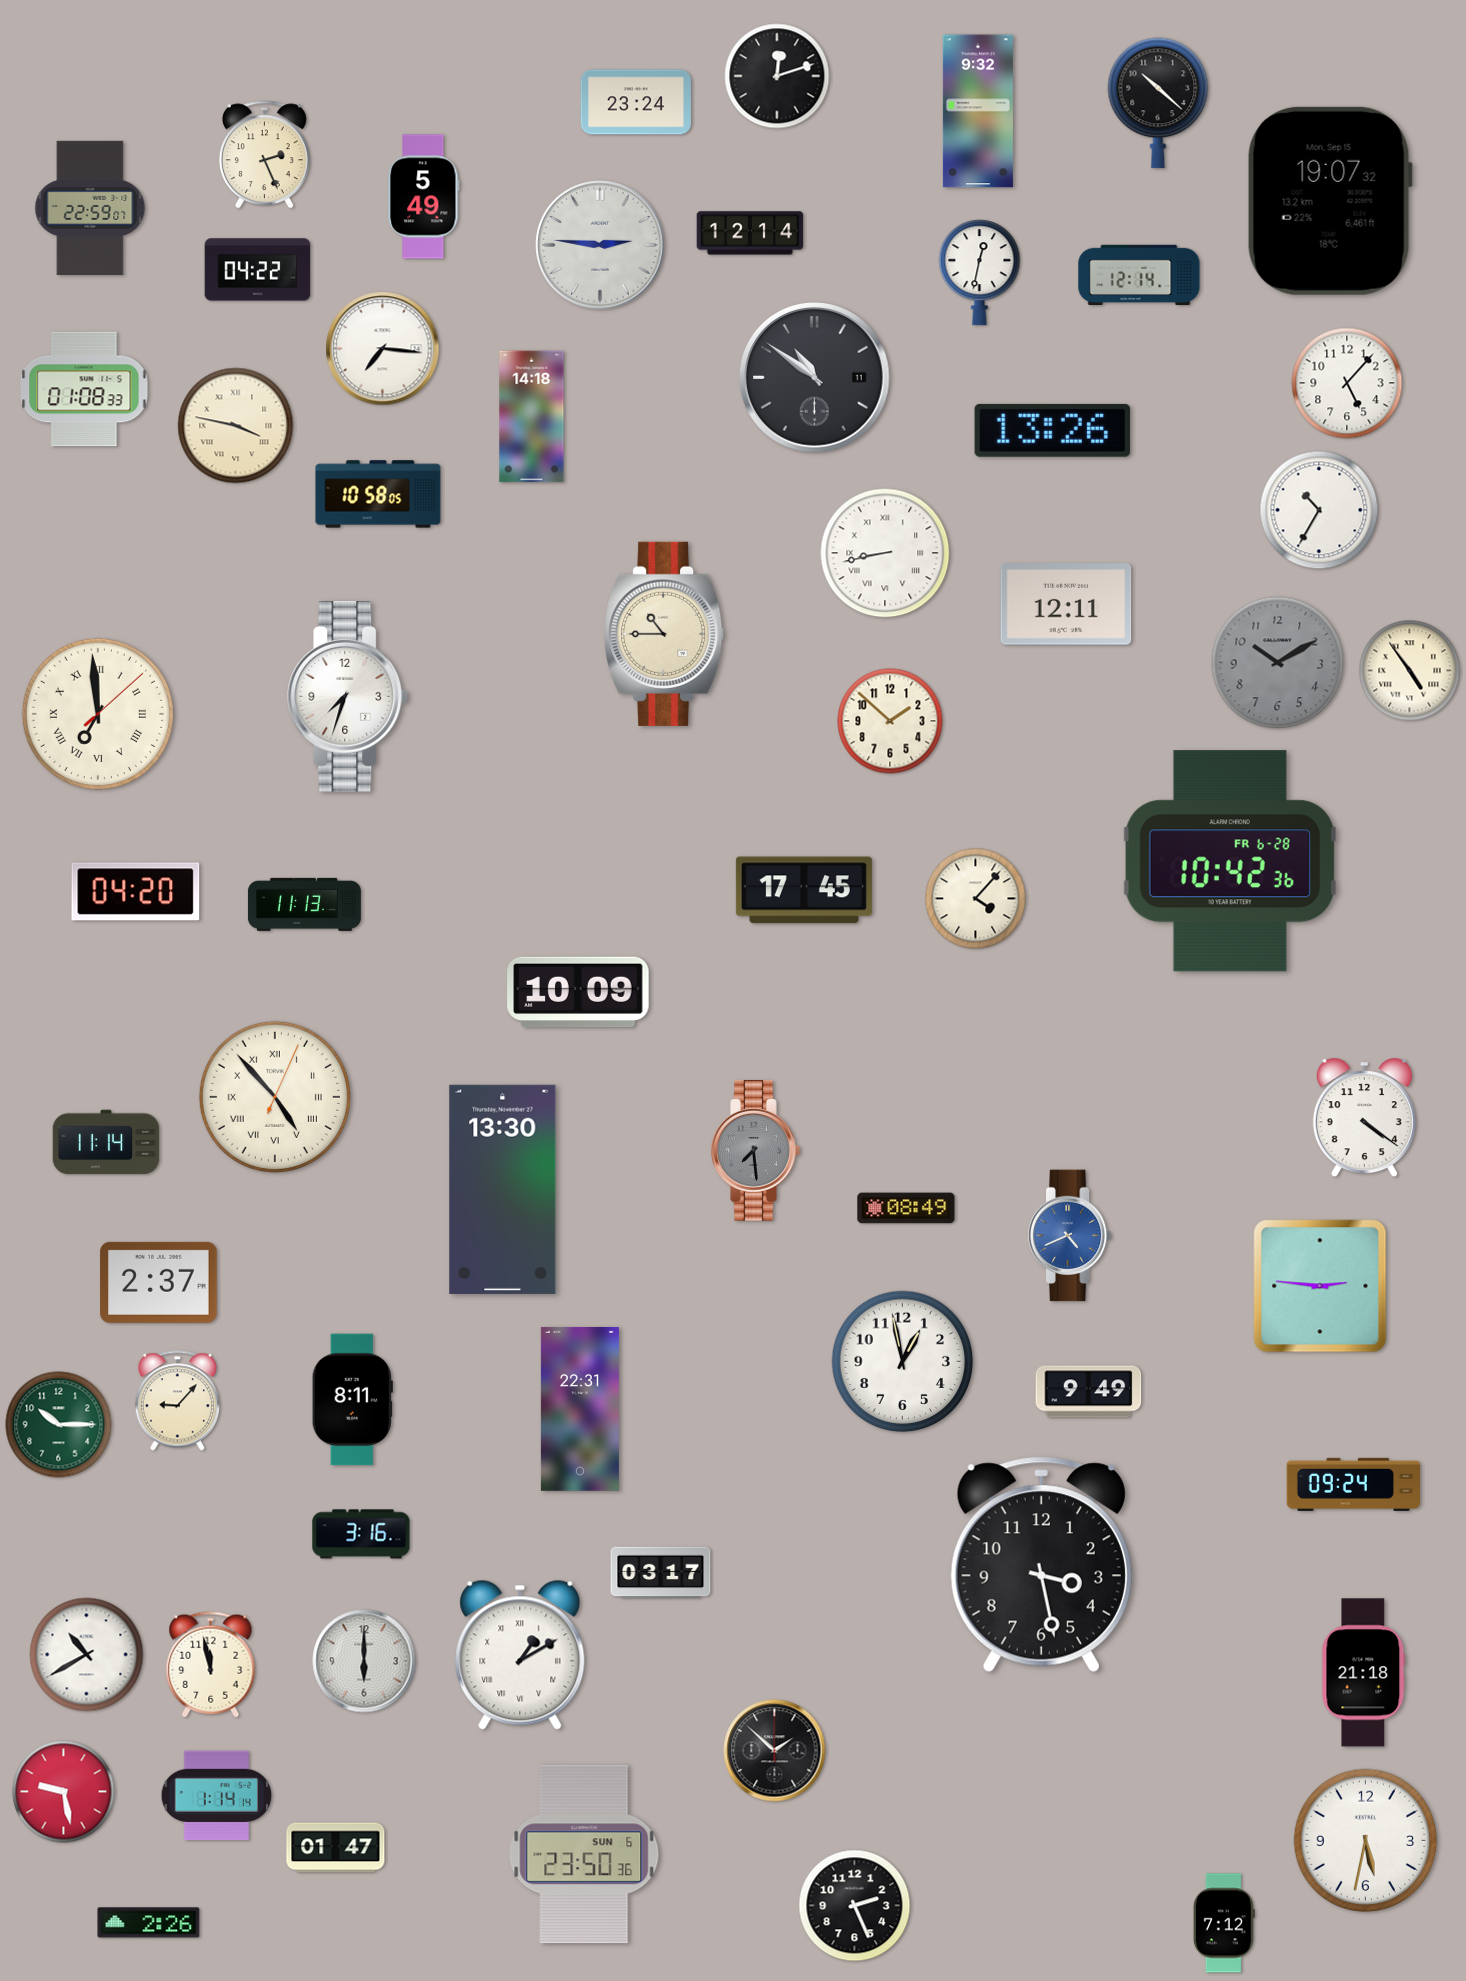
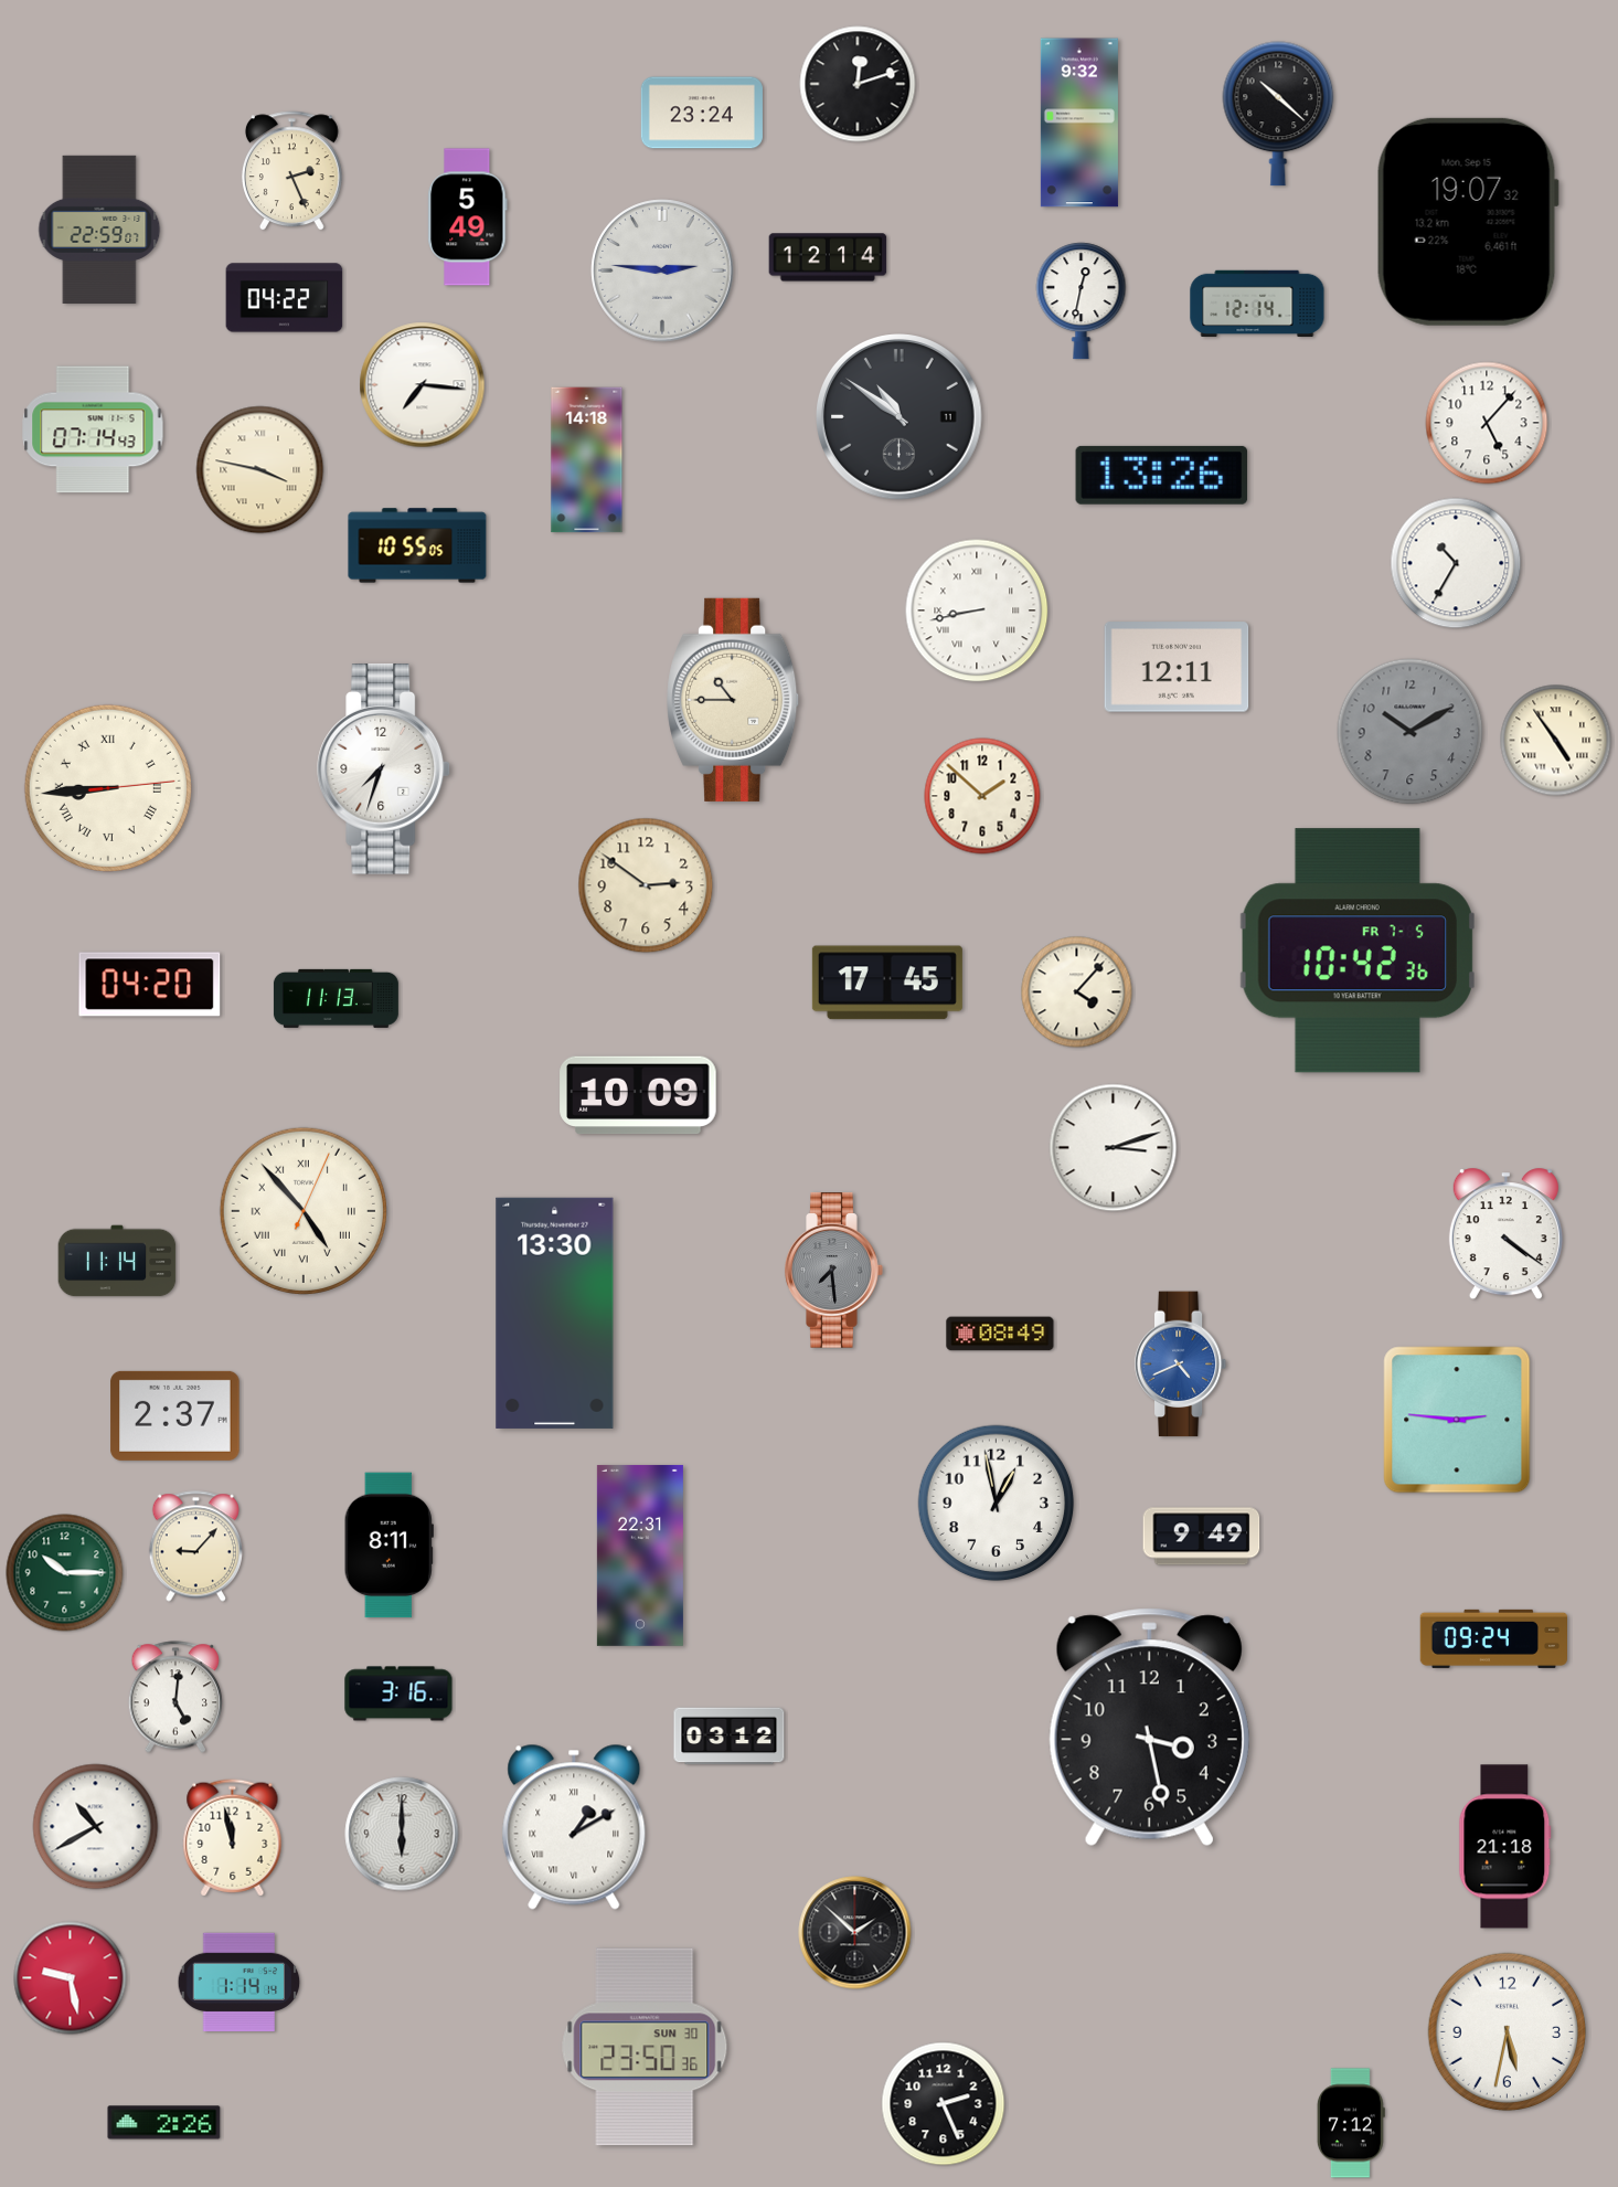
clock at (84, 389): 01:08 -> 07:14
clock at (378, 494): 10:58 -> 10:55
clock at (98, 714): 6:59 -> 8:44
clock at (646, 885): none -> 2:51
clock at (1230, 861) date: FR 6-28 -> FR 7-5
clock at (1114, 1148): none -> 3:12
clock at (175, 1697): none -> 5:01
clock at (661, 1573): 03:17 -> 03:12
clock at (336, 1848): 01:47 -> none
clock at (584, 1854) date: SUN 6 -> SUN 30
